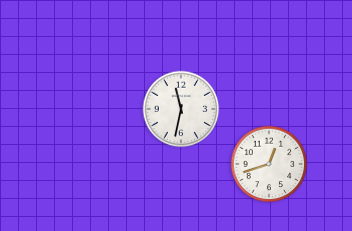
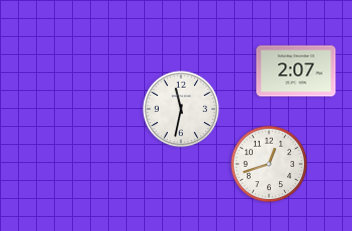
clock at (296, 71): none -> 2:07
